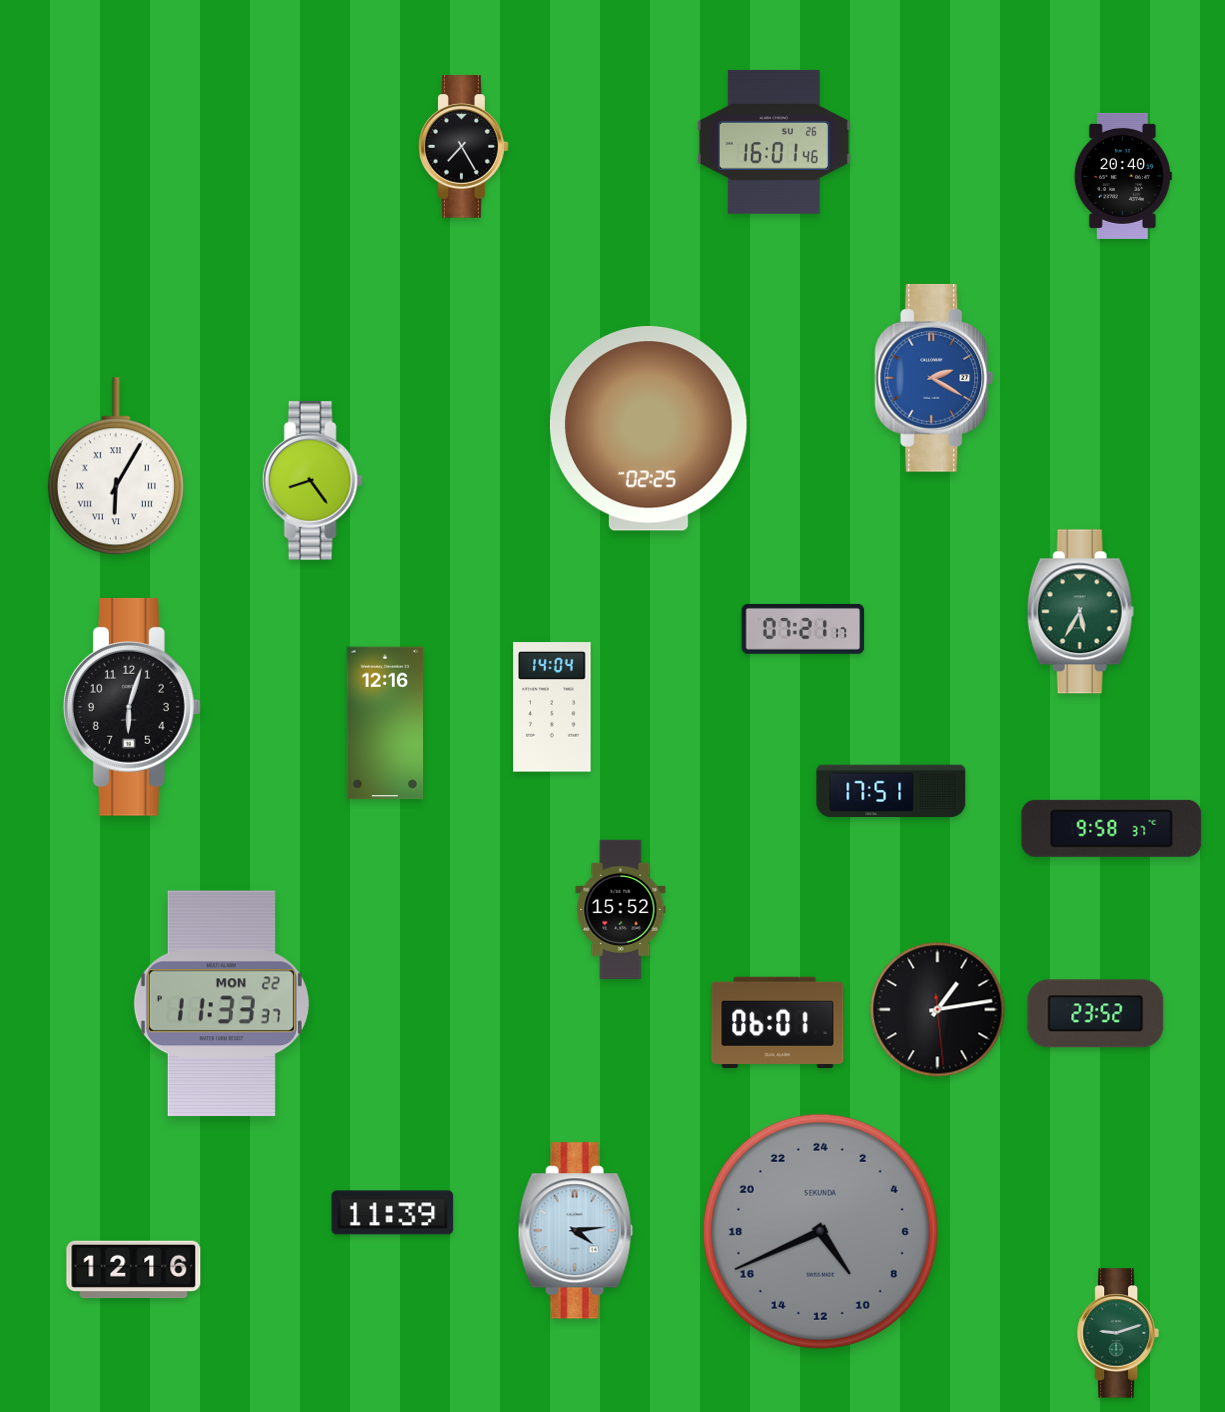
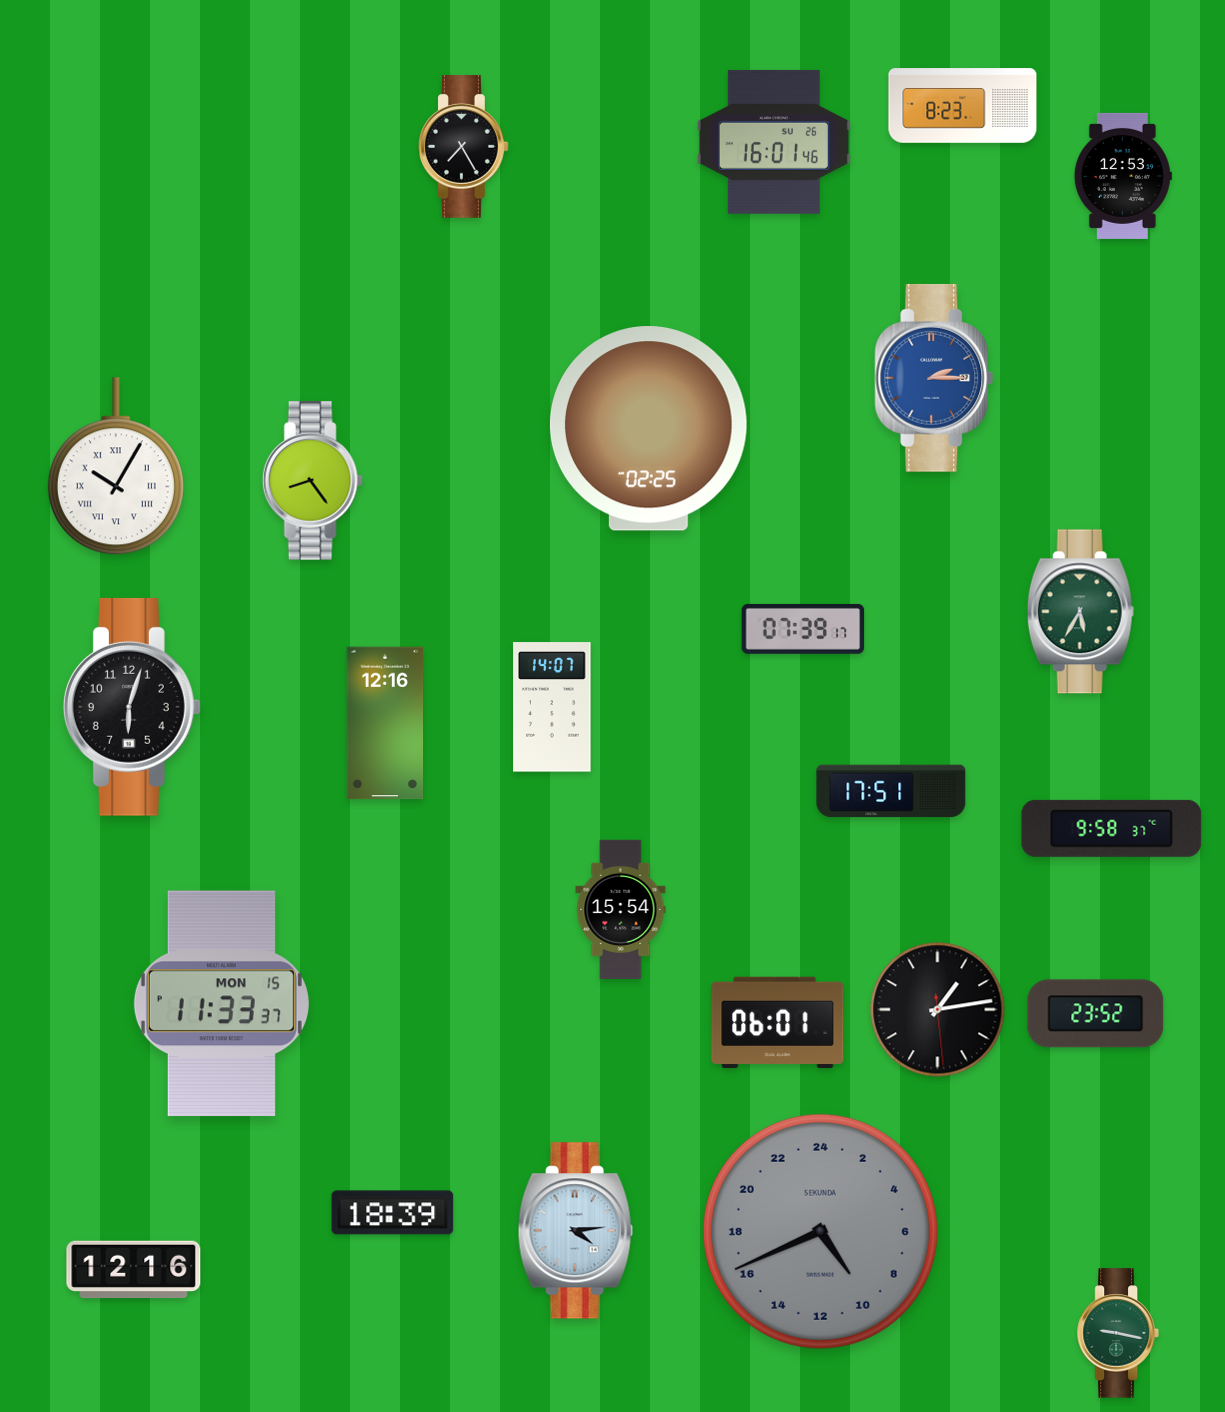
clock at (963, 106): none -> 8:23
clock at (1123, 176): 20:40 -> 12:53
clock at (934, 378): 2:20 -> 2:15
clock at (116, 466): 6:05 -> 10:05
clock at (803, 629): 07:21 -> 07:39
clock at (552, 707): 14:04 -> 14:07
clock at (621, 909): 15:52 -> 15:54
clock at (221, 1004) date: MON 22 -> MON 15
clock at (393, 1213): 11:39 -> 18:39
clock at (1118, 1333): 9:12 -> 9:17
